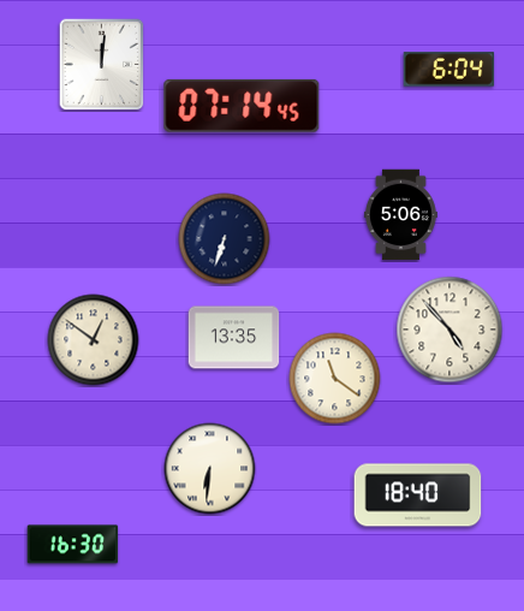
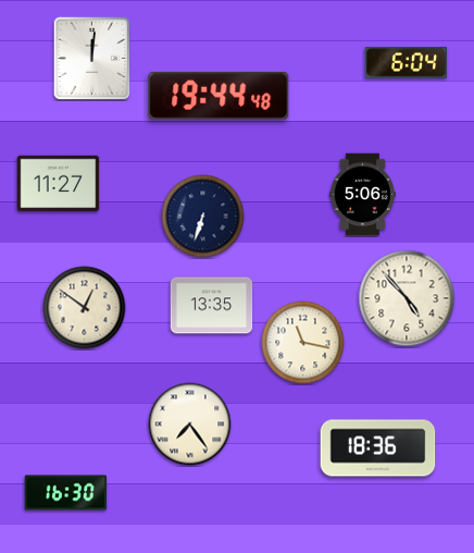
clock at (242, 106): 07:14 -> 19:44
clock at (59, 183): none -> 11:27
clock at (335, 379): 11:21 -> 11:17
clock at (210, 469): 6:31 -> 7:24
clock at (418, 496): 18:40 -> 18:36
